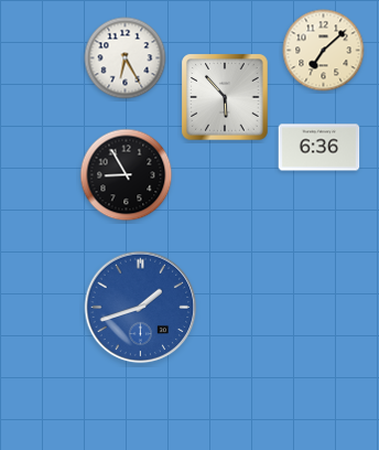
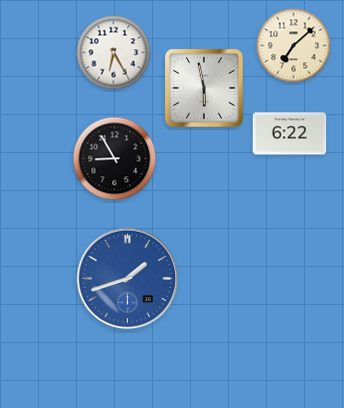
clock at (225, 97): 5:53 -> 5:58
clock at (320, 148): 6:36 -> 6:22
